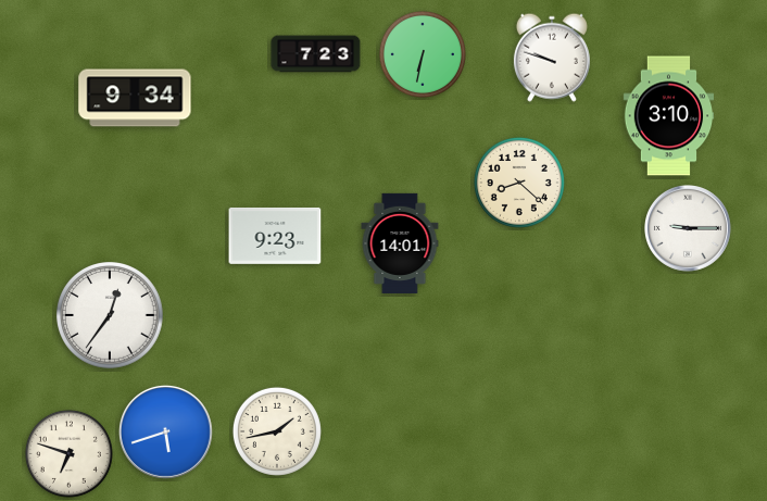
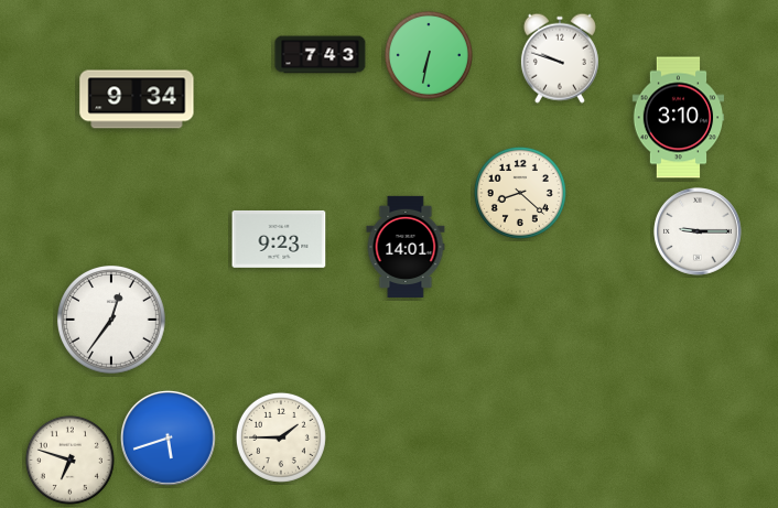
clock at (316, 54): 7:23 -> 7:43
clock at (519, 183) position: (519, 183) -> (520, 193)
clock at (277, 431): 1:43 -> 1:45
